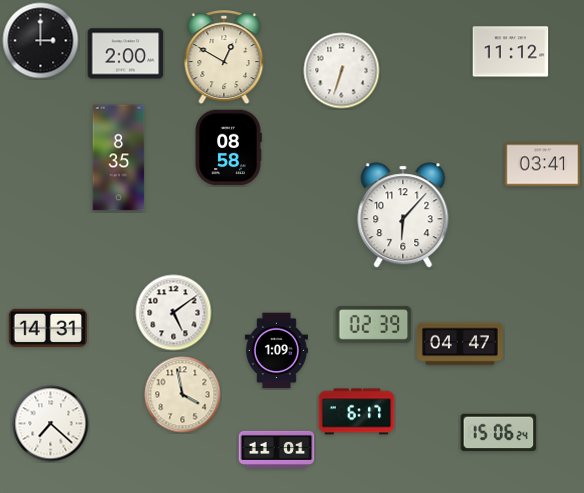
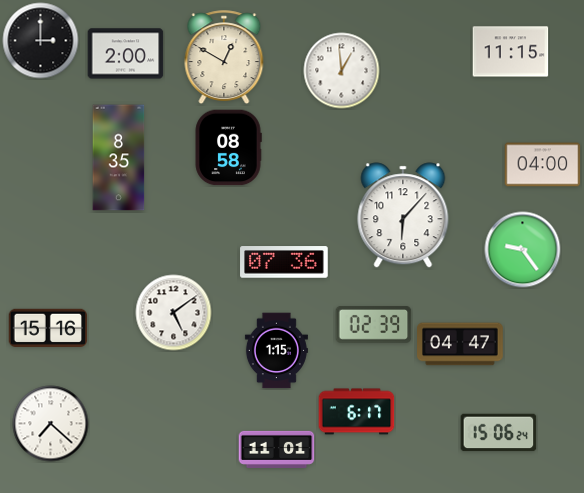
clock at (511, 52): 11:12 -> 11:15
clock at (342, 71): 6:33 -> 12:59
clock at (543, 165): 03:41 -> 04:00
clock at (523, 250): none -> 9:24
clock at (284, 262): none -> 07:36
clock at (48, 327): 14:31 -> 15:16
clock at (276, 351): 1:09 -> 1:15
clock at (183, 395): 3:58 -> none
